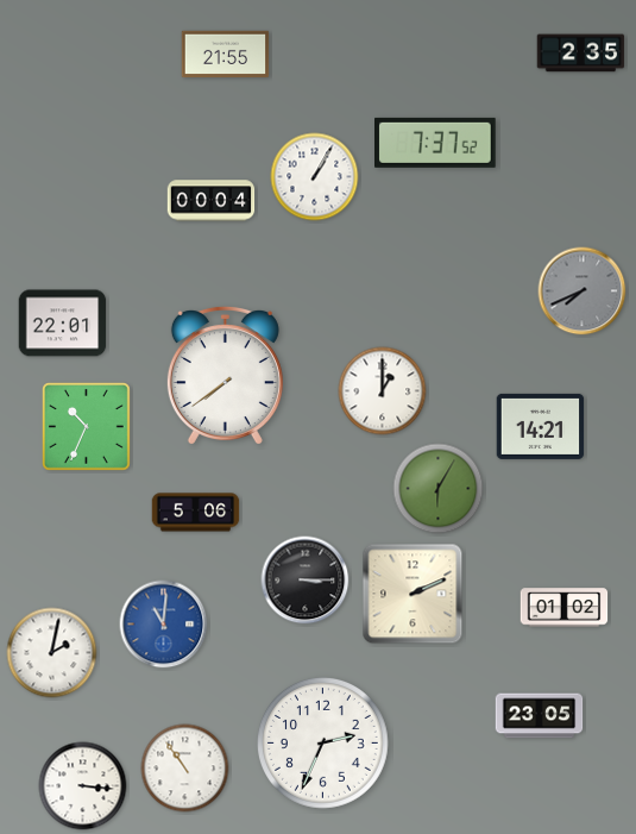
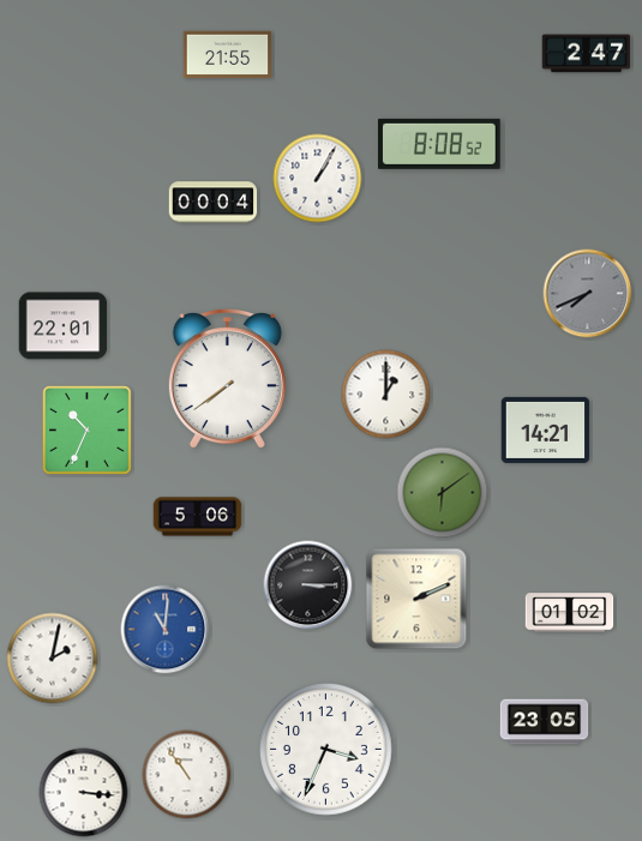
clock at (581, 54): 2:35 -> 2:47
clock at (436, 143): 7:37 -> 8:08
clock at (439, 489): 6:05 -> 6:09
clock at (323, 744): 2:34 -> 3:34
